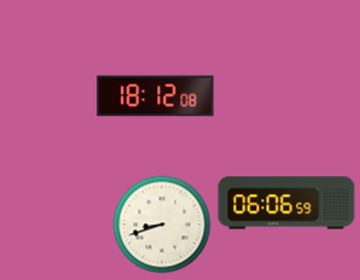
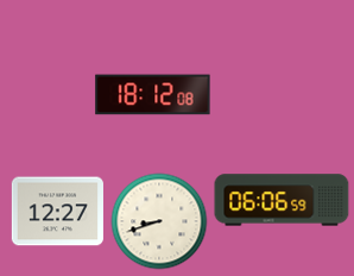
clock at (57, 212): none -> 12:27
